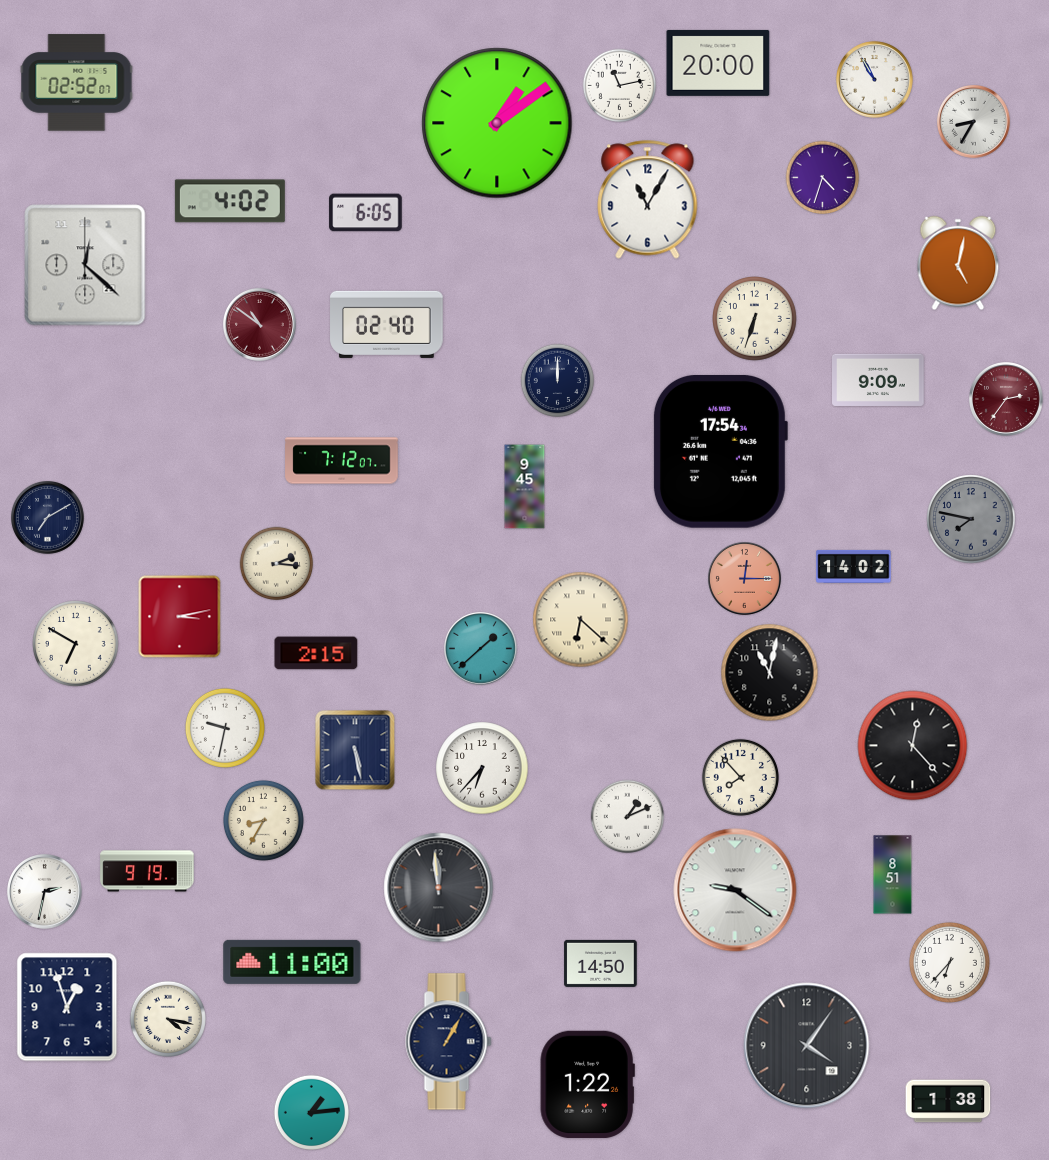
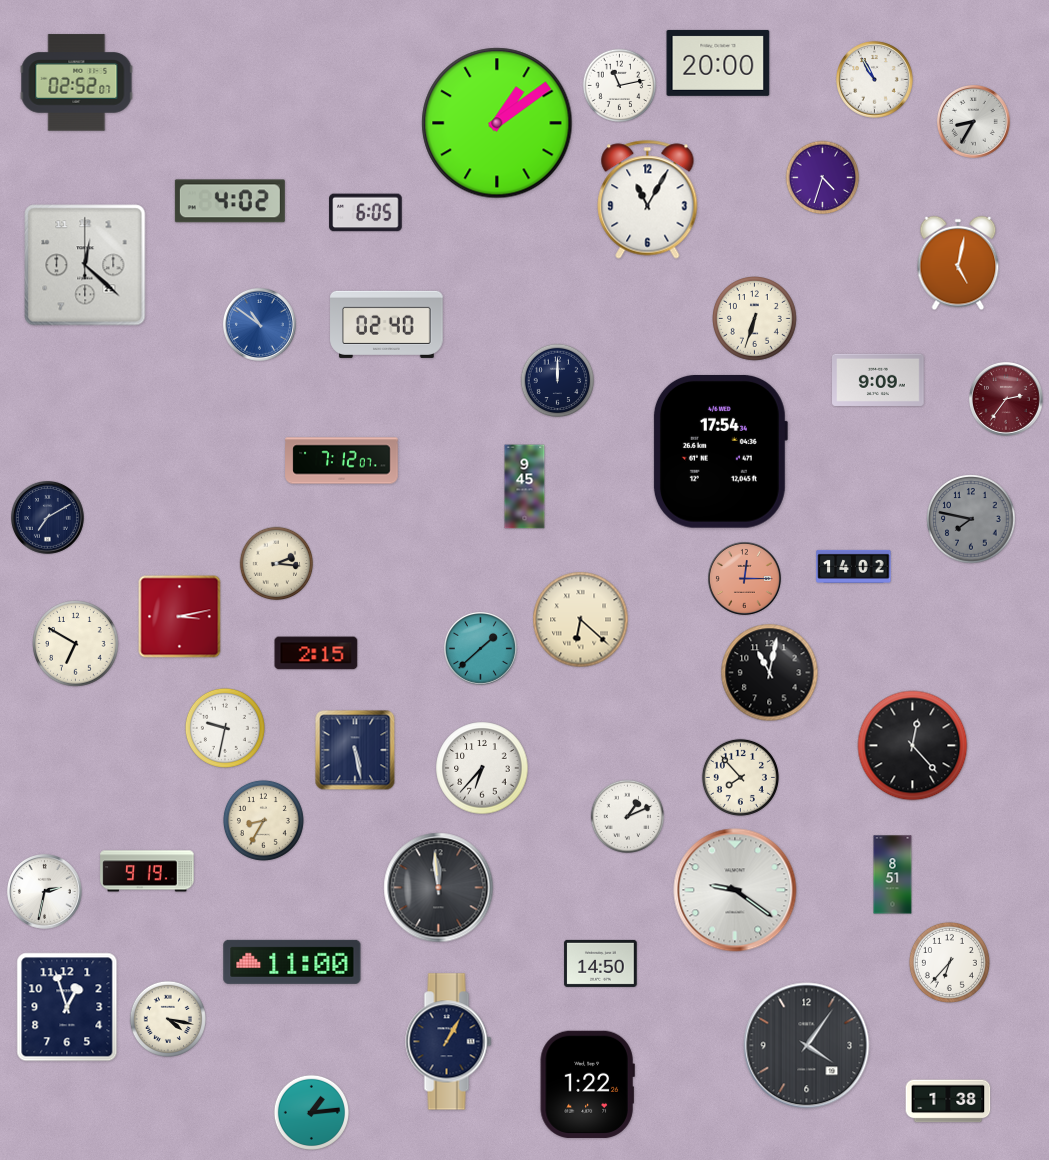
clock at (260, 325) dial: burgundy -> blue
